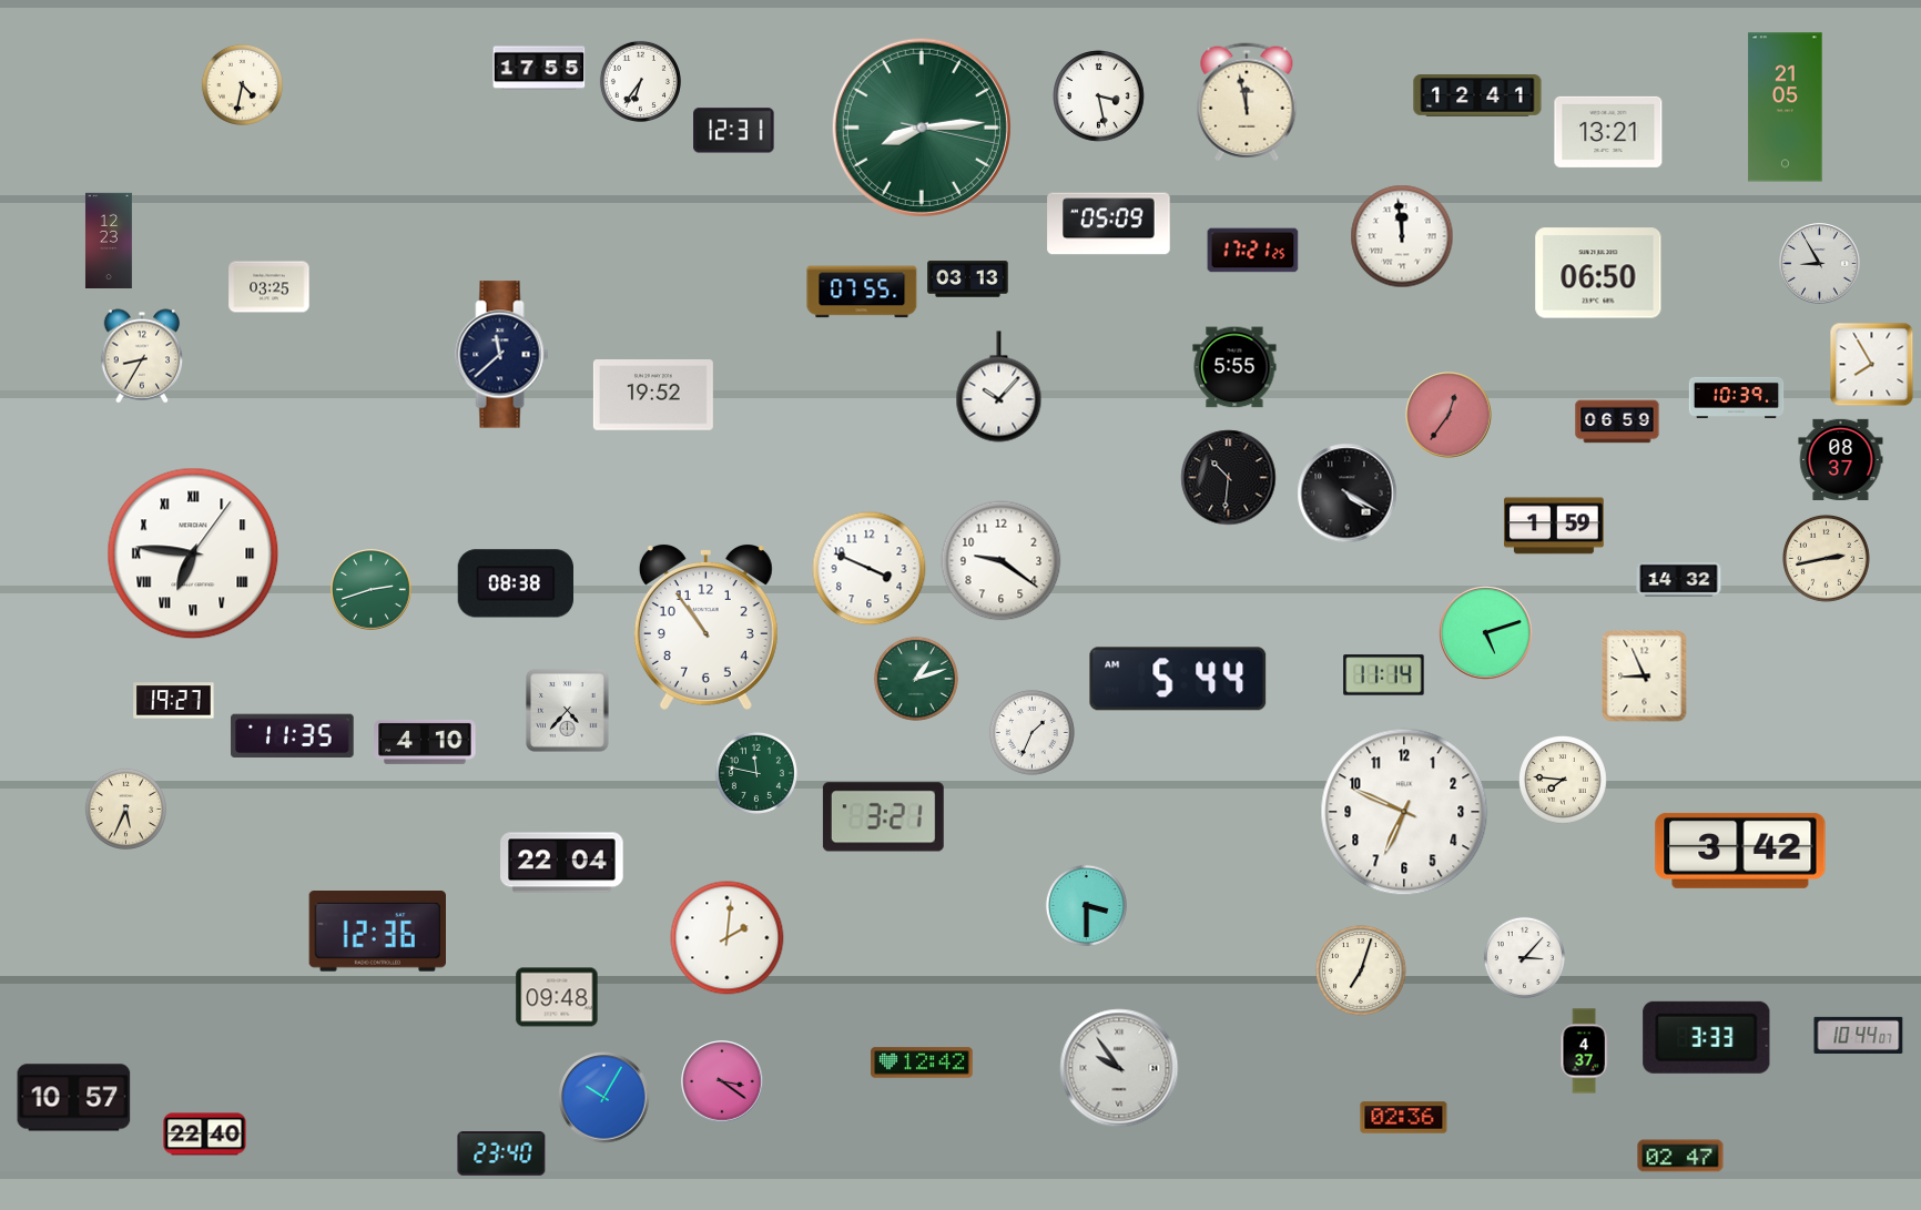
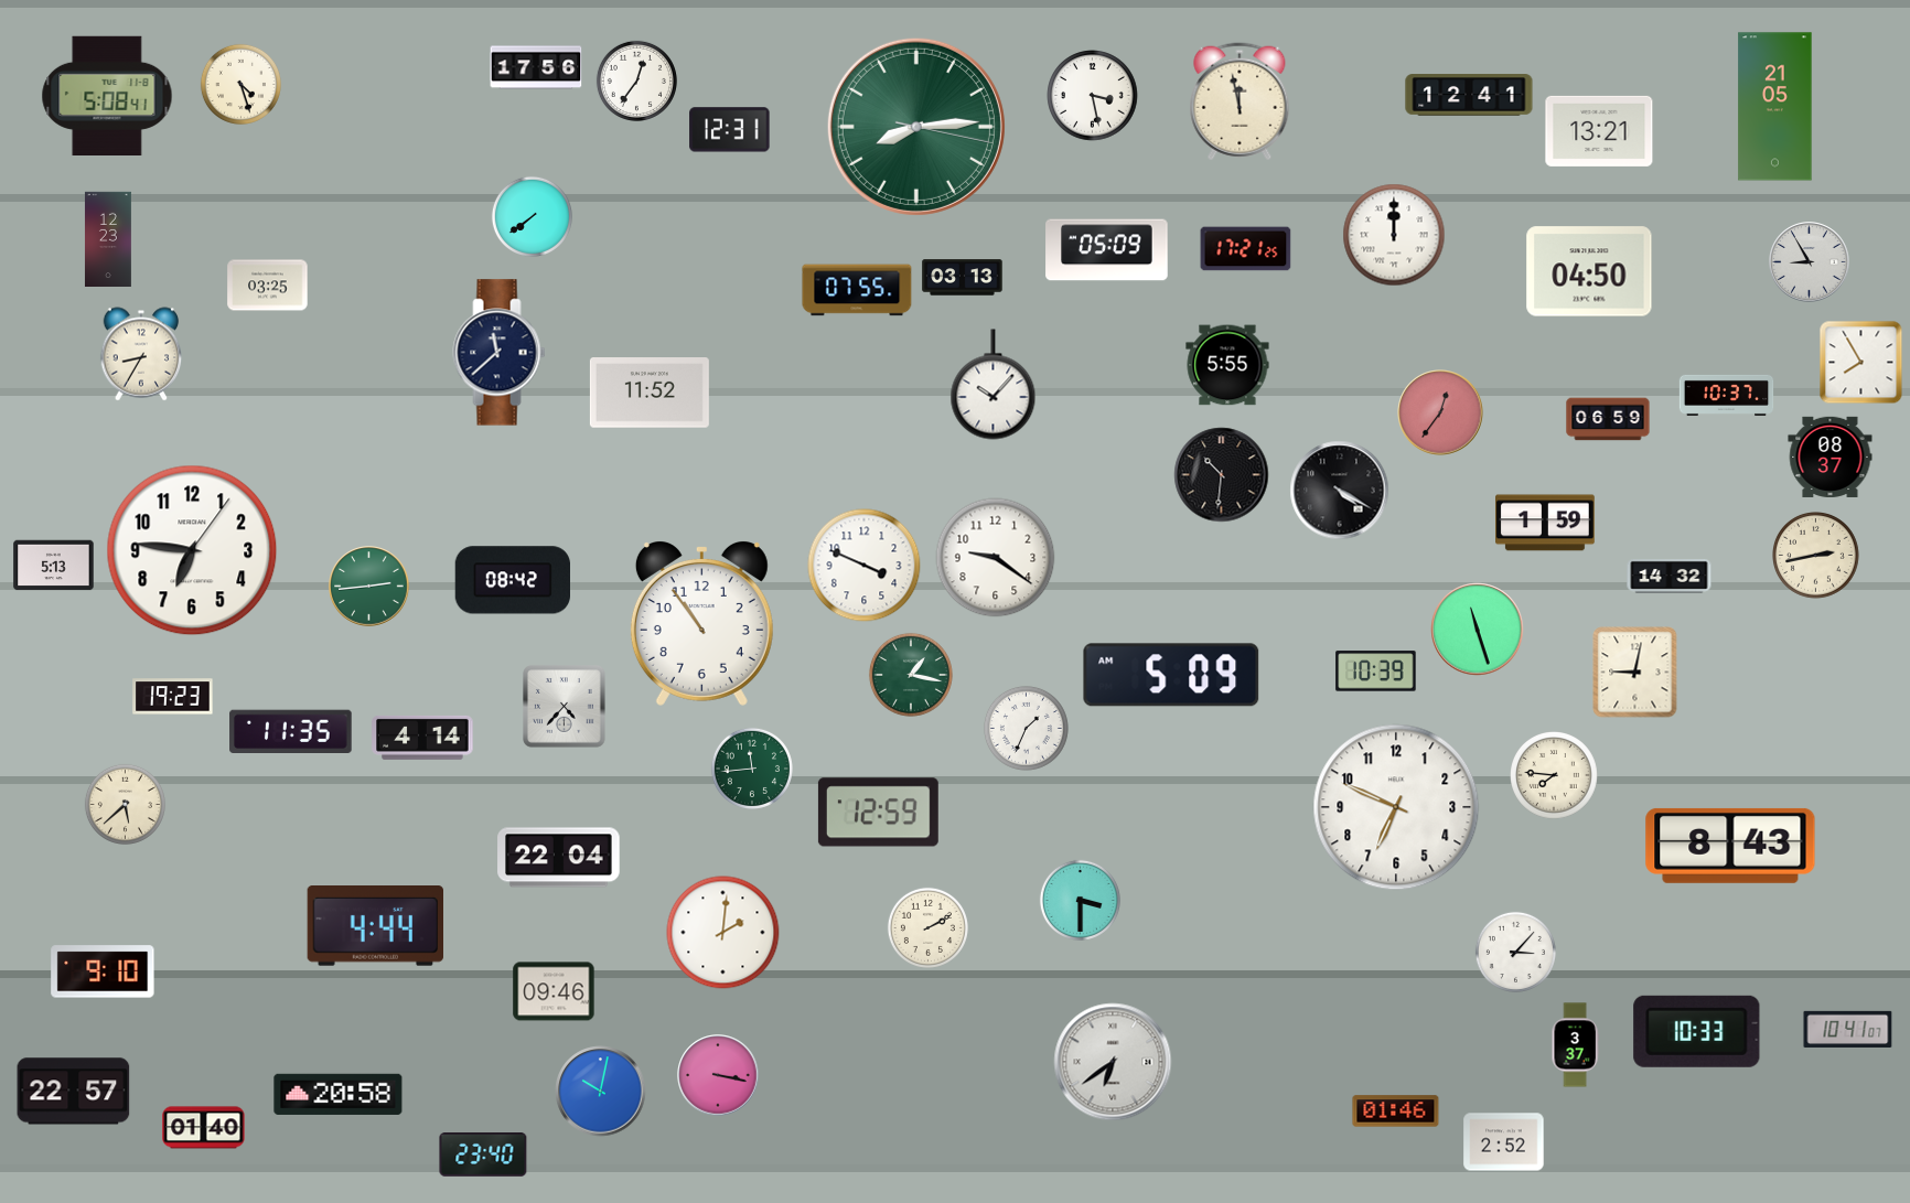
clock at (539, 68): 17:55 -> 17:56
clock at (640, 81): 6:36 -> 12:36
clock at (242, 84): 4:32 -> 4:27
clock at (107, 95): none -> 5:08
clock at (532, 216): none -> 7:39
clock at (1109, 224) position: (1109, 224) -> (1107, 250)
clock at (1402, 236): 11:59 -> 12:00
clock at (1598, 273): 06:50 -> 04:50
clock at (653, 395): 19:52 -> 11:52
clock at (1737, 397): 10:39 -> 10:37
clock at (193, 553) numerals: Roman -> Arabic
clock at (54, 566): none -> 5:13
clock at (515, 583): 08:38 -> 08:42
clock at (372, 590): 2:42 -> 2:44
clock at (1486, 633): 5:12 -> 11:27
clock at (1384, 675): 11:14 -> 10:39
clock at (1645, 677): 8:56 -> 9:02
clock at (916, 679): 1:12 -> 1:17
clock at (1178, 679): 5:44 -> 5:09
clock at (174, 701): 19:27 -> 19:23
clock at (425, 742): 4:10 -> 4:14
clock at (756, 773): 11:47 -> 11:44
clock at (125, 809): 5:34 -> 5:38
clock at (883, 817): 3:21 -> 12:59
clock at (1740, 851): 3:42 -> 8:43
clock at (377, 932): 12:36 -> 4:44
clock at (927, 927): none -> 2:10
clock at (1361, 970): 7:03 -> none
clock at (103, 971): none -> 9:10
clock at (557, 997): 09:48 -> 09:46
clock at (1859, 1035): 10:44 -> 10:41
clock at (1707, 1037): 3:33 -> 10:33
clock at (1584, 1051): 4:37 -> 3:37
clock at (922, 1062): 12:42 -> none
clock at (1119, 1068): 9:54 -> 6:39
clock at (722, 1081): 3:21 -> 3:17
clock at (74, 1098): 10:57 -> 22:57
clock at (604, 1098): 10:05 -> 10:02
clock at (339, 1094): none -> 20:58
clock at (1404, 1118): 02:36 -> 01:46
clock at (205, 1135): 22:40 -> 01:40
clock at (1504, 1142): none -> 2:52
clock at (501, 1155) position: (501, 1155) -> (483, 1156)
clock at (1680, 1156): 02:47 -> none
